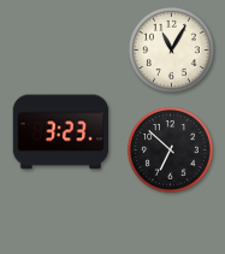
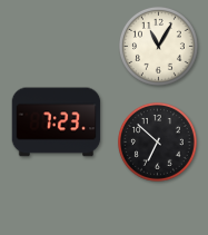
clock at (61, 132): 3:23 -> 7:23
clock at (170, 149) position: (170, 149) -> (157, 141)
